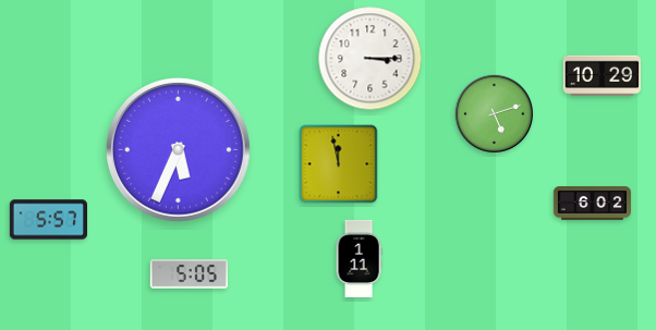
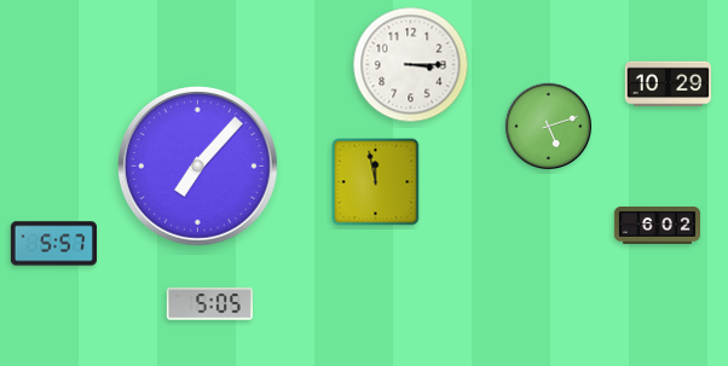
clock at (179, 150): 5:34 -> 7:07
clock at (359, 258): 1:11 -> none
